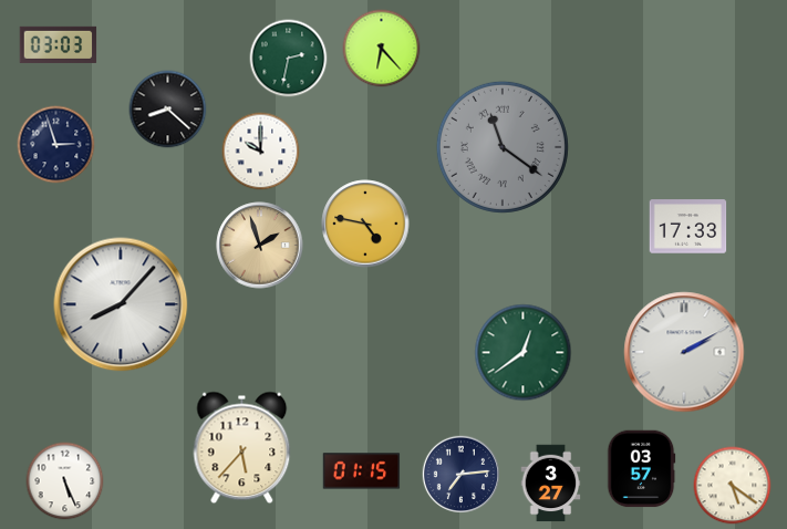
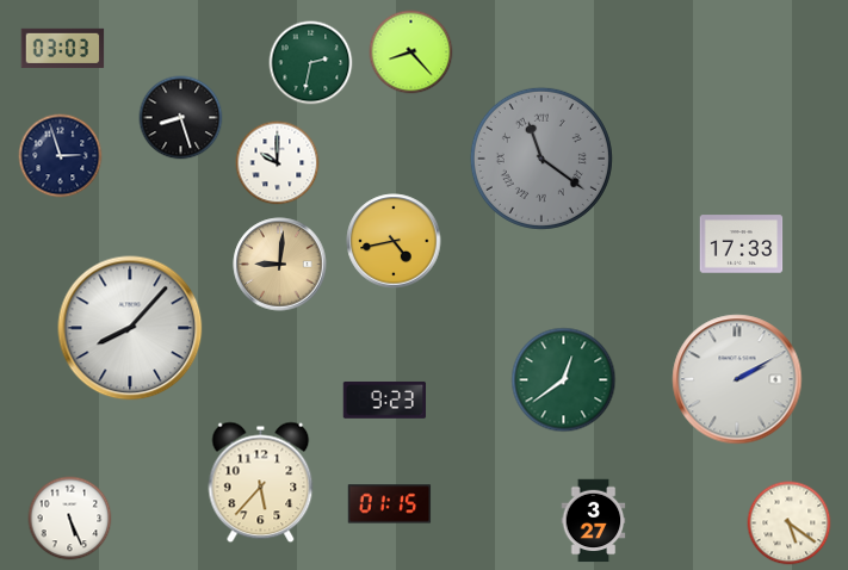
clock at (382, 49): 6:23 -> 8:23
clock at (168, 110): 8:22 -> 8:27
clock at (261, 152) position: (261, 152) -> (278, 163)
clock at (365, 224): 4:47 -> 4:43
clock at (260, 246): 1:57 -> 9:01
clock at (385, 399): none -> 9:23
clock at (641, 469): 03:57 -> none
clock at (362, 471) position: (362, 471) -> (390, 504)
clock at (460, 474): 7:14 -> none
